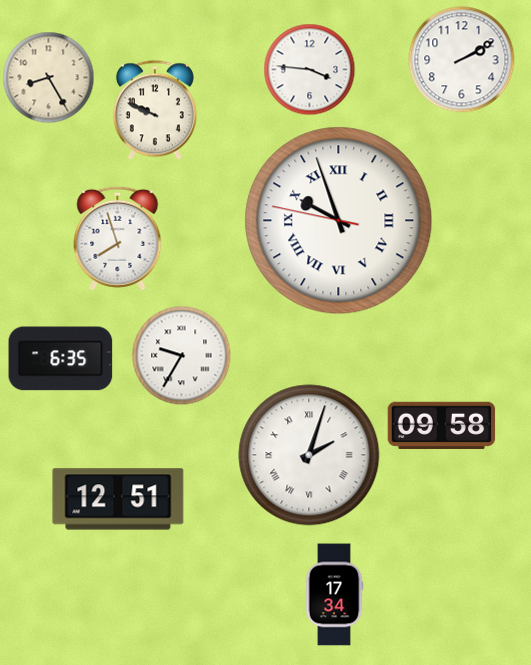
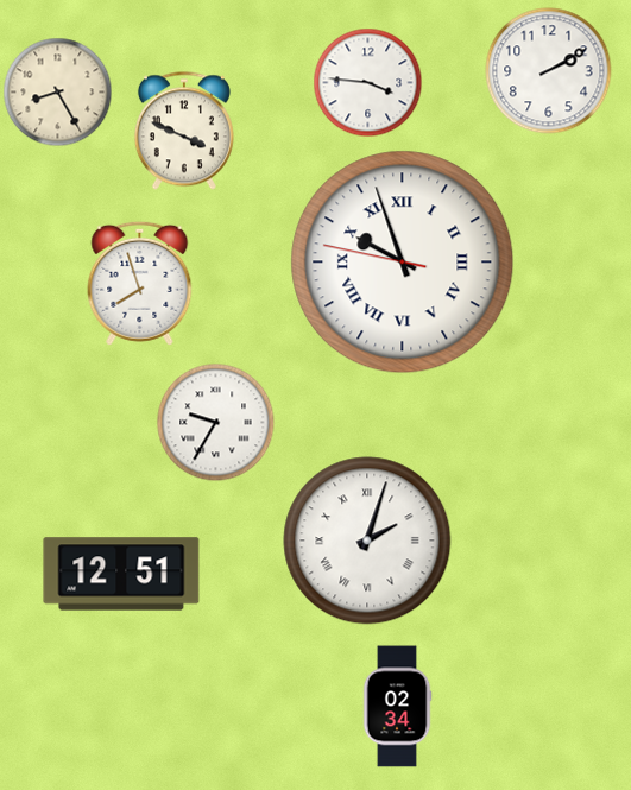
clock at (155, 110): 9:49 -> 3:49
clock at (61, 359): 6:35 -> none
clock at (442, 425): 09:58 -> none
clock at (118, 499) position: (118, 499) -> (121, 574)
clock at (334, 595): 17:34 -> 02:34
